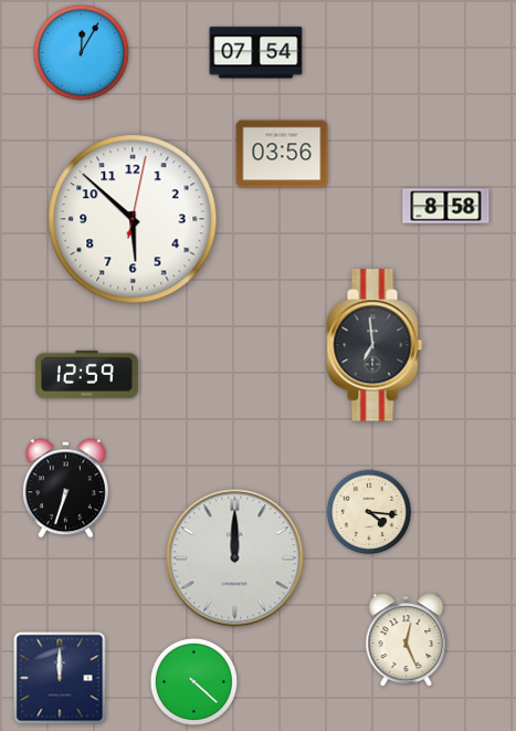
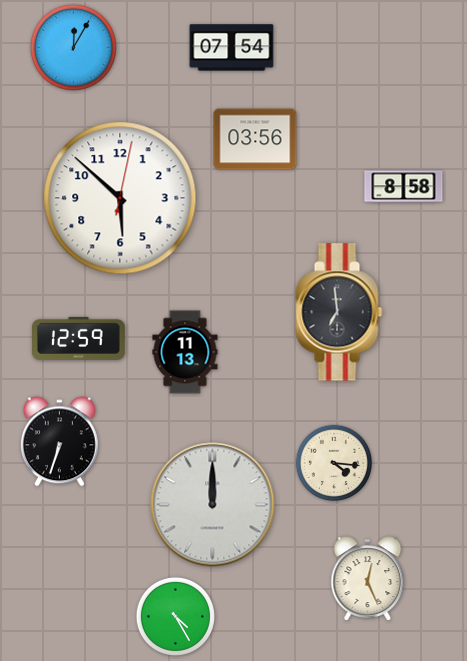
clock at (185, 352): none -> 11:13
clock at (60, 678): 12:00 -> none
clock at (193, 681): 4:22 -> 4:25
